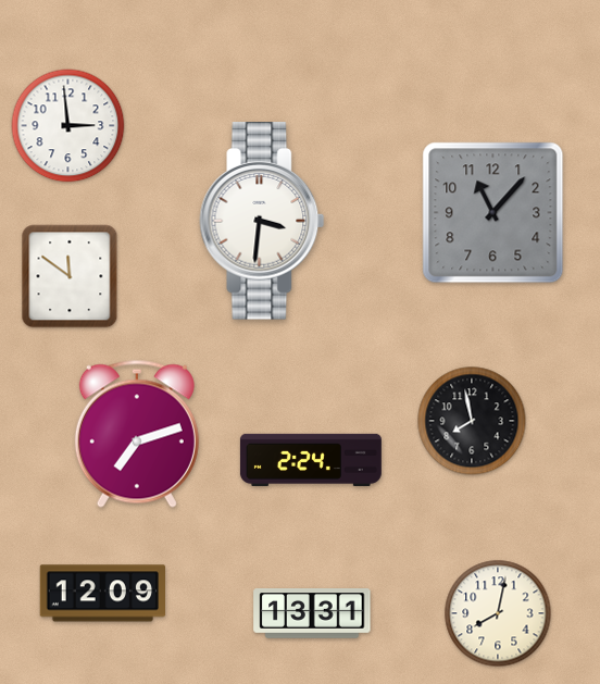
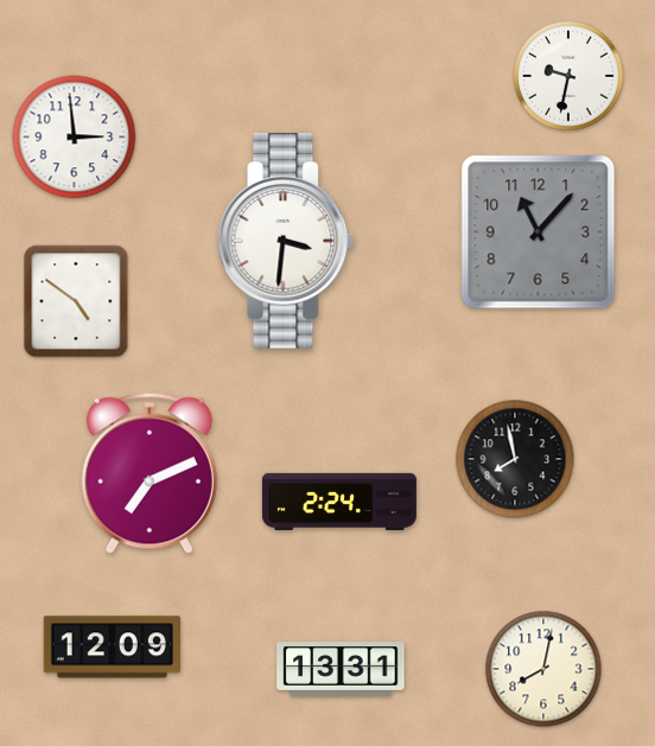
clock at (570, 77): none -> 9:32
clock at (70, 276): 11:51 -> 4:51
clock at (137, 434): 7:12 -> 7:11
